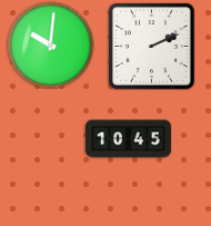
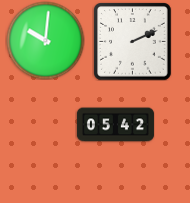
clock at (152, 47) position: (152, 47) -> (133, 42)
clock at (128, 139): 10:45 -> 05:42
